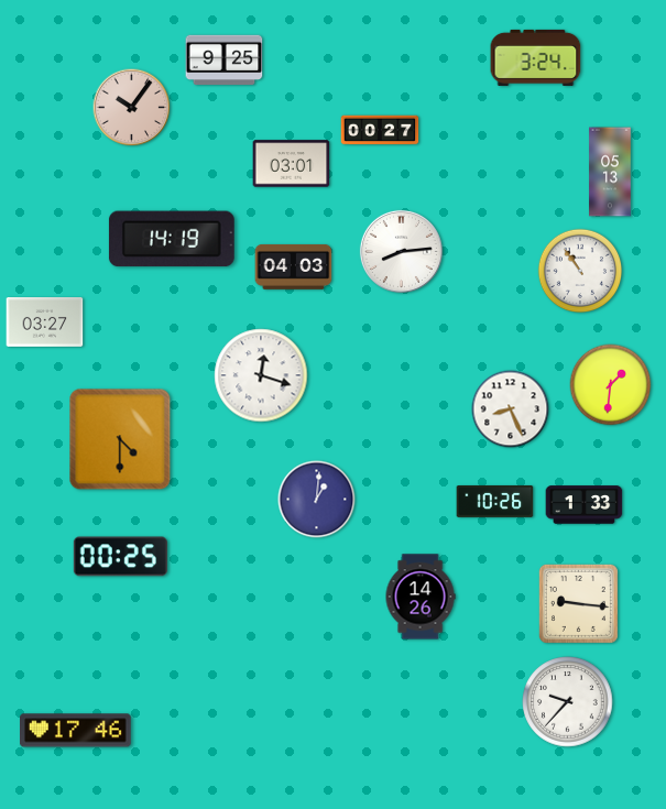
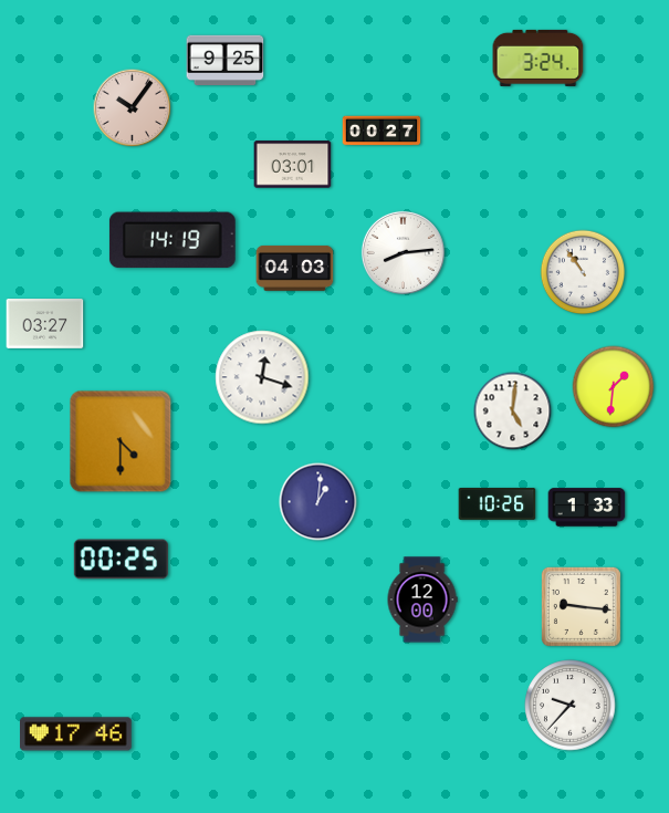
clock at (610, 172): 05:13 -> none
clock at (511, 409): 8:26 -> 5:01
clock at (421, 597): 14:26 -> 12:00
